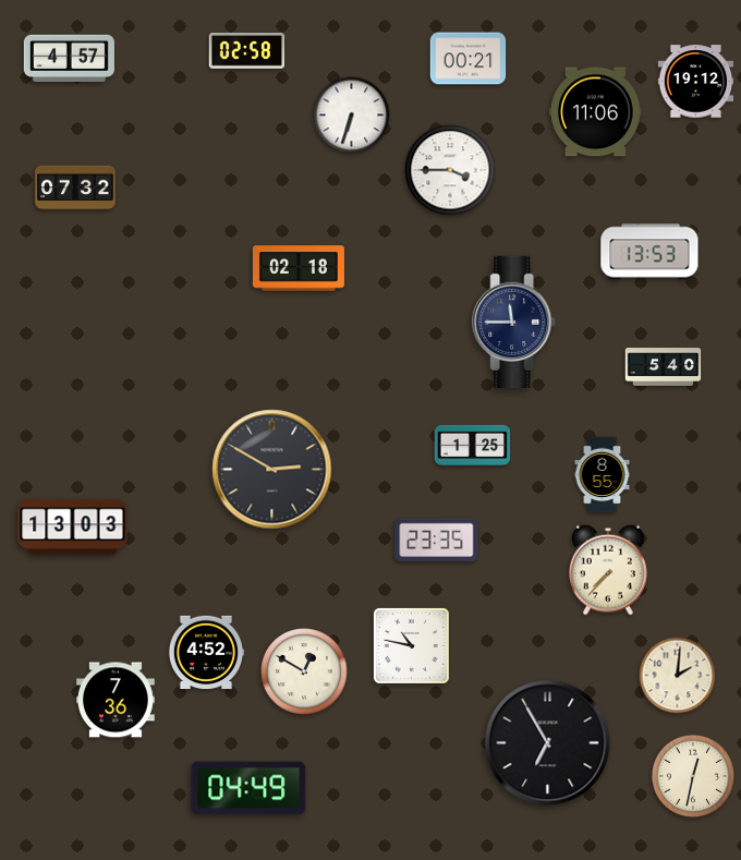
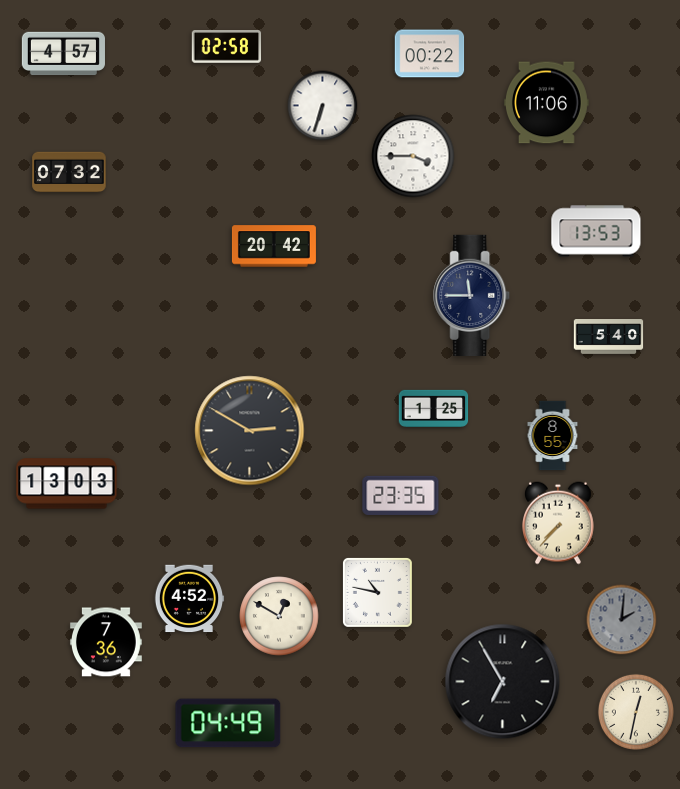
clock at (469, 59): 00:21 -> 00:22
clock at (696, 82): 19:12 -> none
clock at (299, 268): 02:18 -> 20:42
clock at (678, 676) dial: cream -> grey
